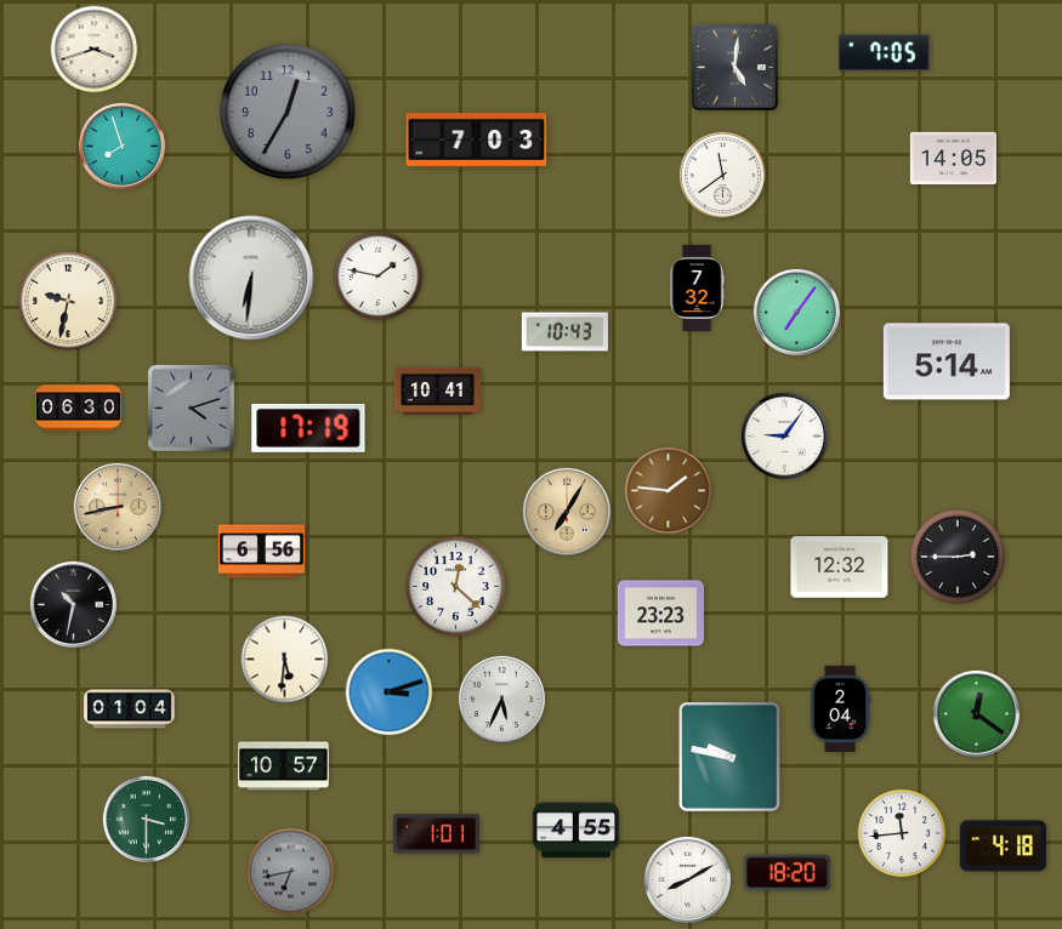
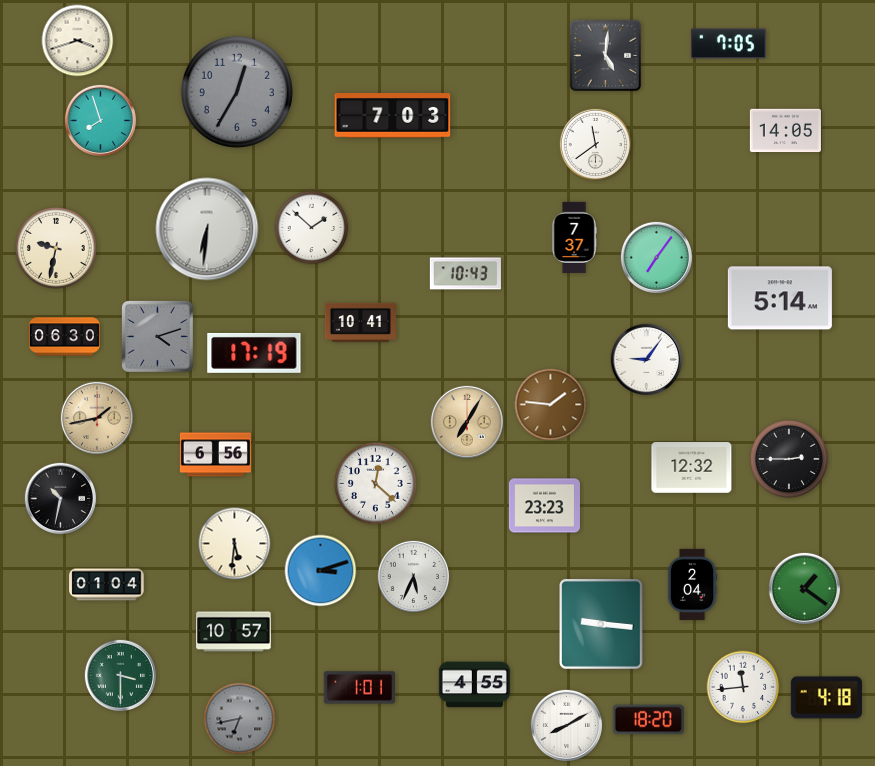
clock at (379, 277): 1:47 -> 1:52
clock at (697, 287): 7:32 -> 7:37
clock at (118, 507): 8:43 -> 1:43
clock at (976, 713): 12:21 -> 1:21
clock at (729, 757): 9:47 -> 9:16
